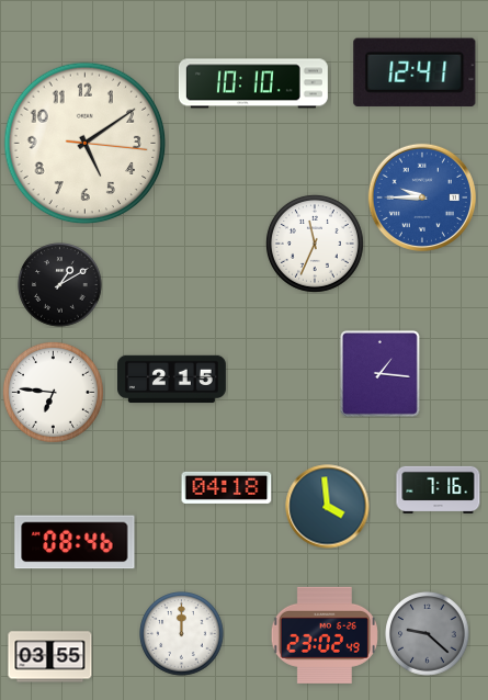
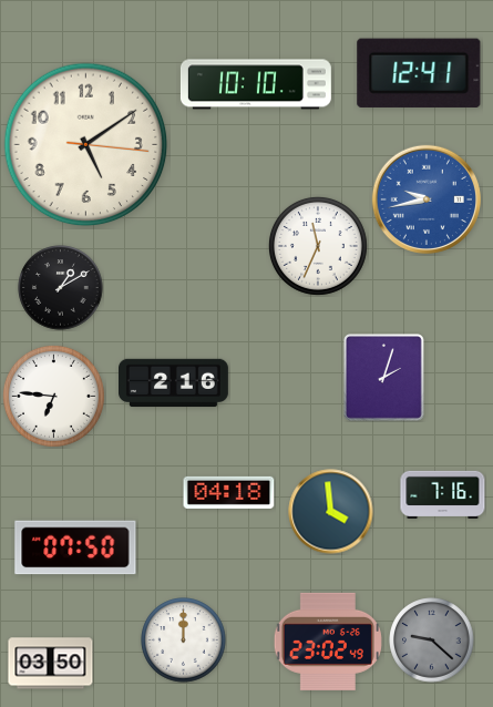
clock at (422, 197): 9:45 -> 9:43
clock at (381, 374): 1:16 -> 2:03
clock at (172, 380): 2:15 -> 2:16
clock at (75, 542): 08:46 -> 07:50
clock at (50, 657): 03:55 -> 03:50
